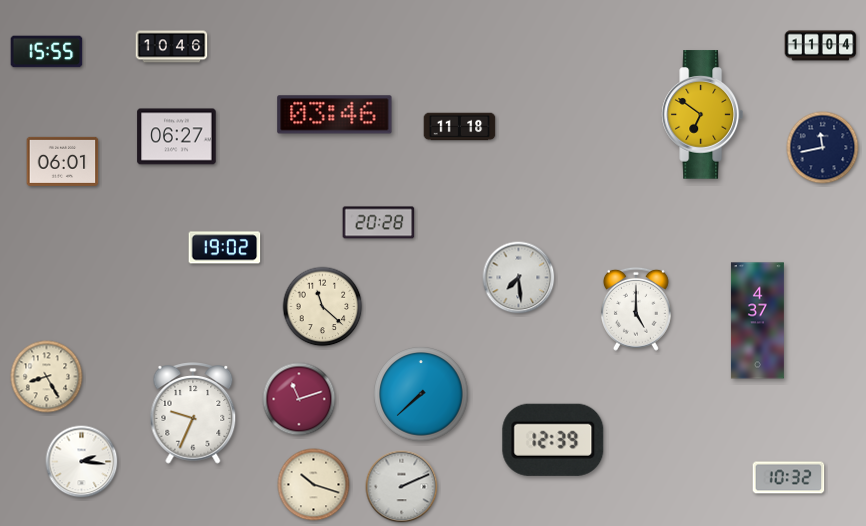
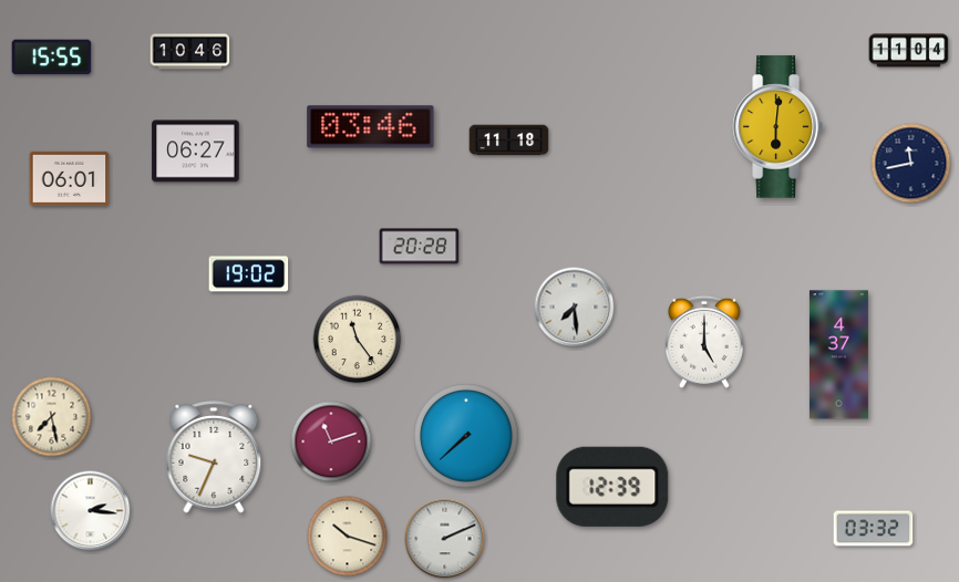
clock at (702, 115): 6:51 -> 6:01
clock at (323, 307): 11:22 -> 11:24
clock at (47, 377): 8:25 -> 7:28
clock at (789, 478): 10:32 -> 03:32
